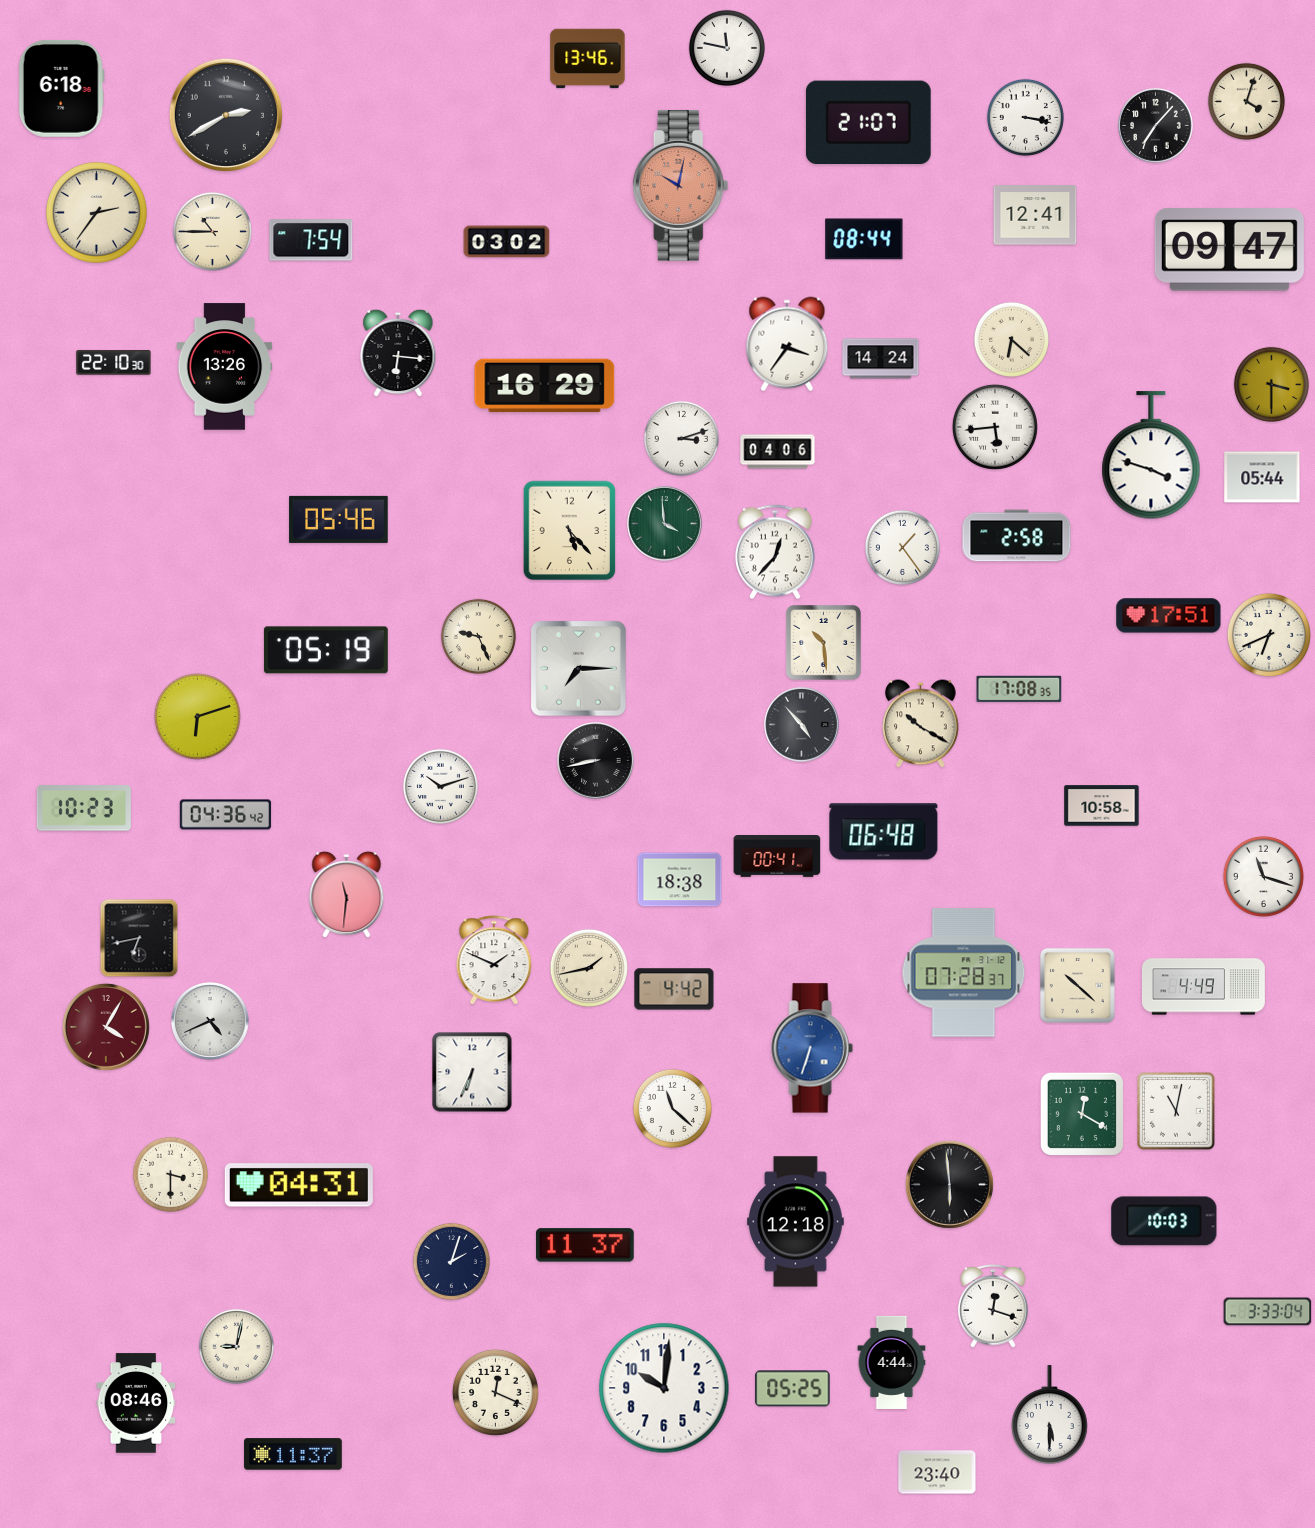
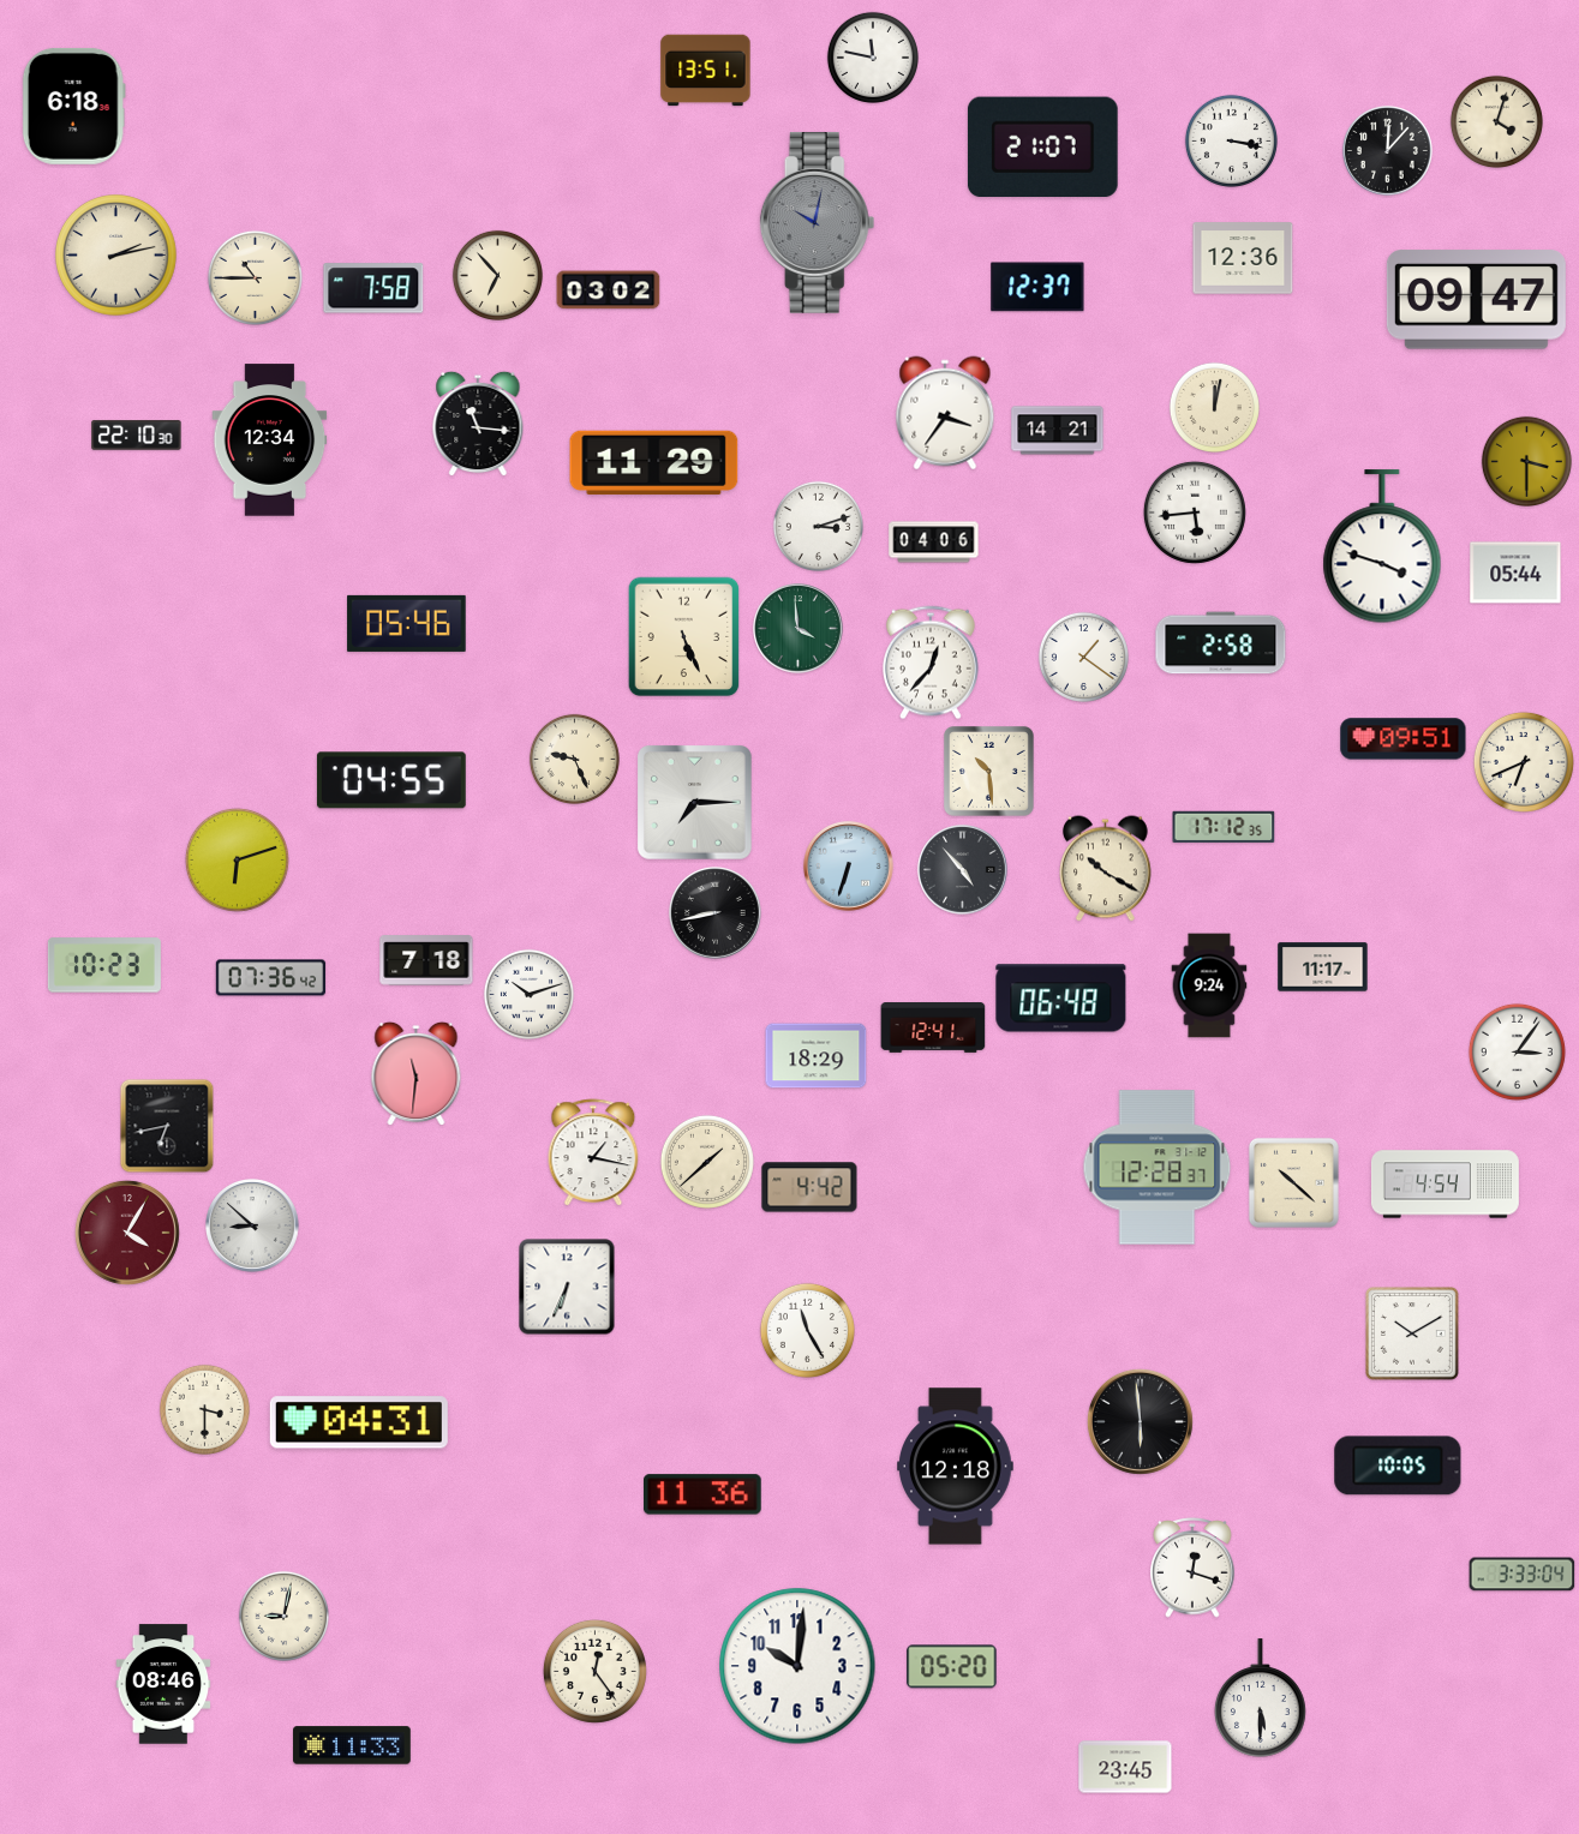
clock at (588, 59): 13:46 -> 13:51
clock at (226, 115): 2:40 -> none
clock at (1156, 126): 7:07 -> 12:07
clock at (681, 185) dial: salmon -> grey
clock at (97, 213): 2:36 -> 2:13
clock at (1035, 215): 12:41 -> 12:36
clock at (497, 275): none -> 6:53
clock at (864, 239): 08:44 -> 12:37
clock at (311, 240): 7:54 -> 7:58
clock at (1011, 339): 6:22 -> 12:02
clock at (398, 353): 6:16 -> 11:16
clock at (881, 359): 14:24 -> 14:21
clock at (225, 367): 13:26 -> 12:34
clock at (545, 386): 16:29 -> 11:29
clock at (570, 531): 5:23 -> 5:26
clock at (902, 547): 1:24 -> 1:21
clock at (1169, 616): 17:51 -> 09:51
clock at (478, 636) position: (478, 636) -> (574, 759)
clock at (326, 650): 05:19 -> 04:55
clock at (1019, 689): 17:08 -> 17:12
clock at (849, 867): none -> 6:33
clock at (440, 786) position: (440, 786) -> (528, 994)
clock at (426, 960): none -> 7:18
clock at (1102, 806): 10:58 -> 11:17
clock at (84, 808) position: (84, 808) -> (104, 965)
clock at (226, 815): 04:36 -> 07:36
clock at (1209, 985): none -> 9:24
clock at (777, 857): 00:41 -> 12:41
clock at (1263, 876): 11:18 -> 3:06
clock at (680, 880): 18:38 -> 18:29
clock at (494, 961): 1:49 -> 1:17
clock at (589, 968): 1:43 -> 1:38
clock at (964, 973): 07:28 -> 12:28
clock at (1203, 987): 4:49 -> 4:54
clock at (211, 1022): 4:41 -> 8:52
clock at (812, 1048): 6:33 -> none
clock at (672, 1108): 11:22 -> 11:25
clock at (1176, 1111): 11:02 -> 10:10
clock at (1082, 1114): 12:20 -> none
clock at (1164, 1221): 10:03 -> 10:05
clock at (586, 1245): 11:37 -> 11:36
clock at (451, 1261): 2:03 -> none
clock at (892, 1362): 4:44 -> none
clock at (793, 1389): 05:25 -> 05:20
clock at (495, 1392): 12:19 -> 12:24
clock at (293, 1454): 11:37 -> 11:33
clock at (937, 1472): 23:40 -> 23:45
